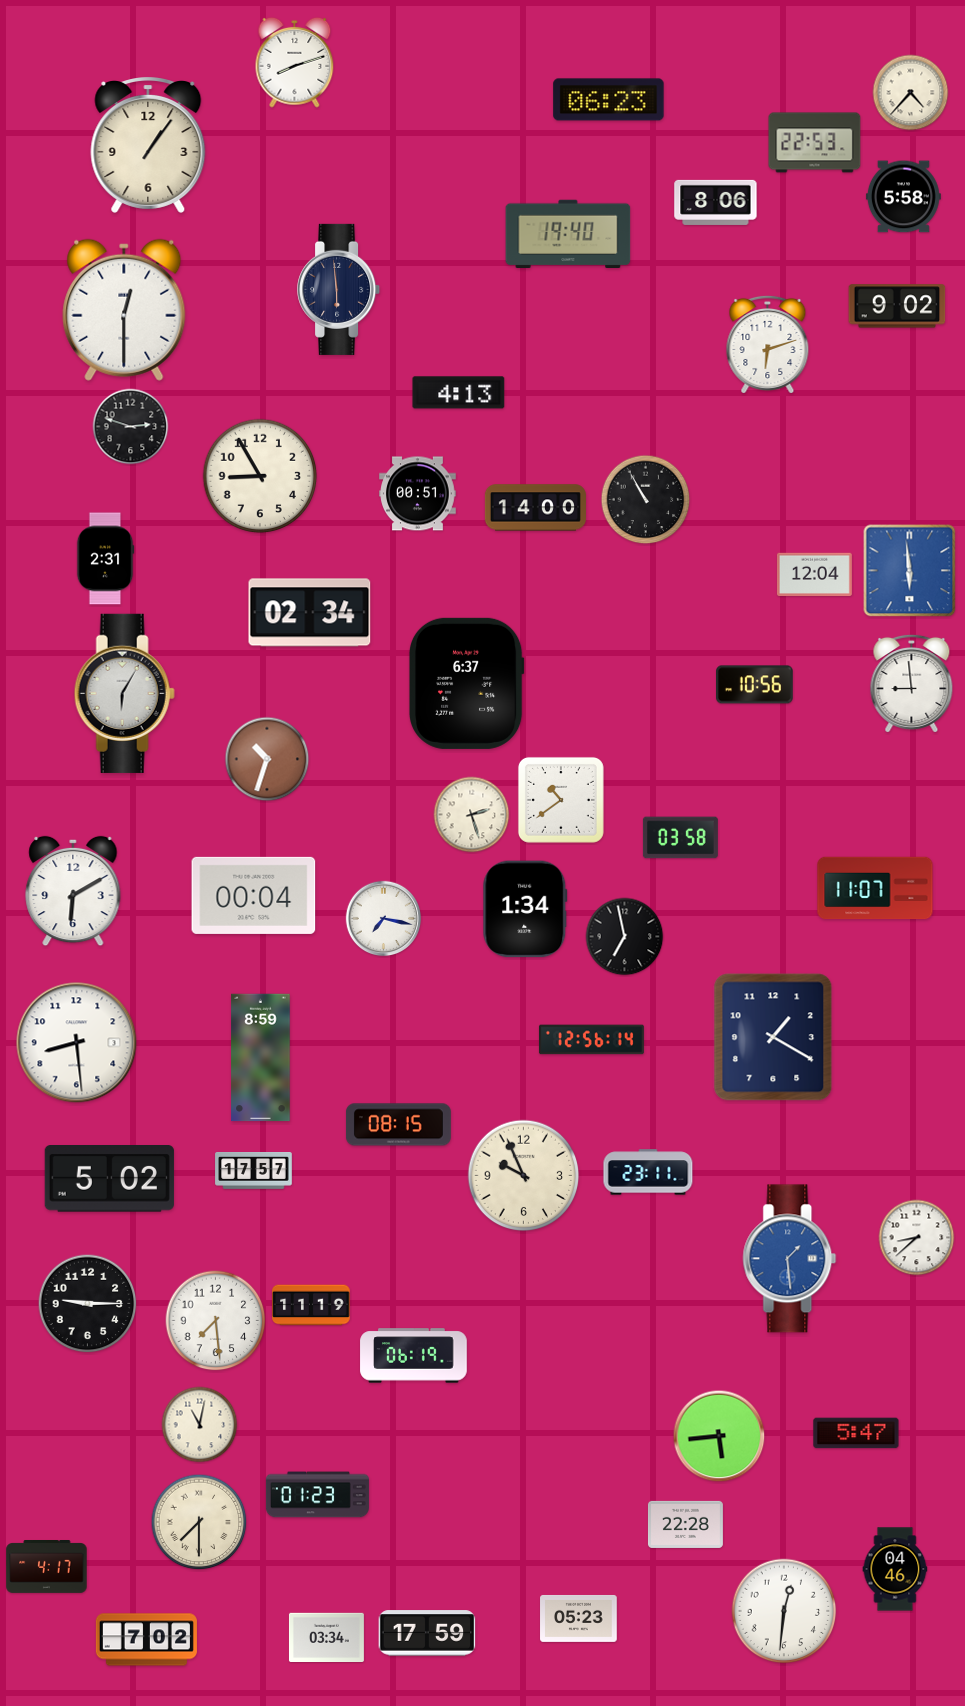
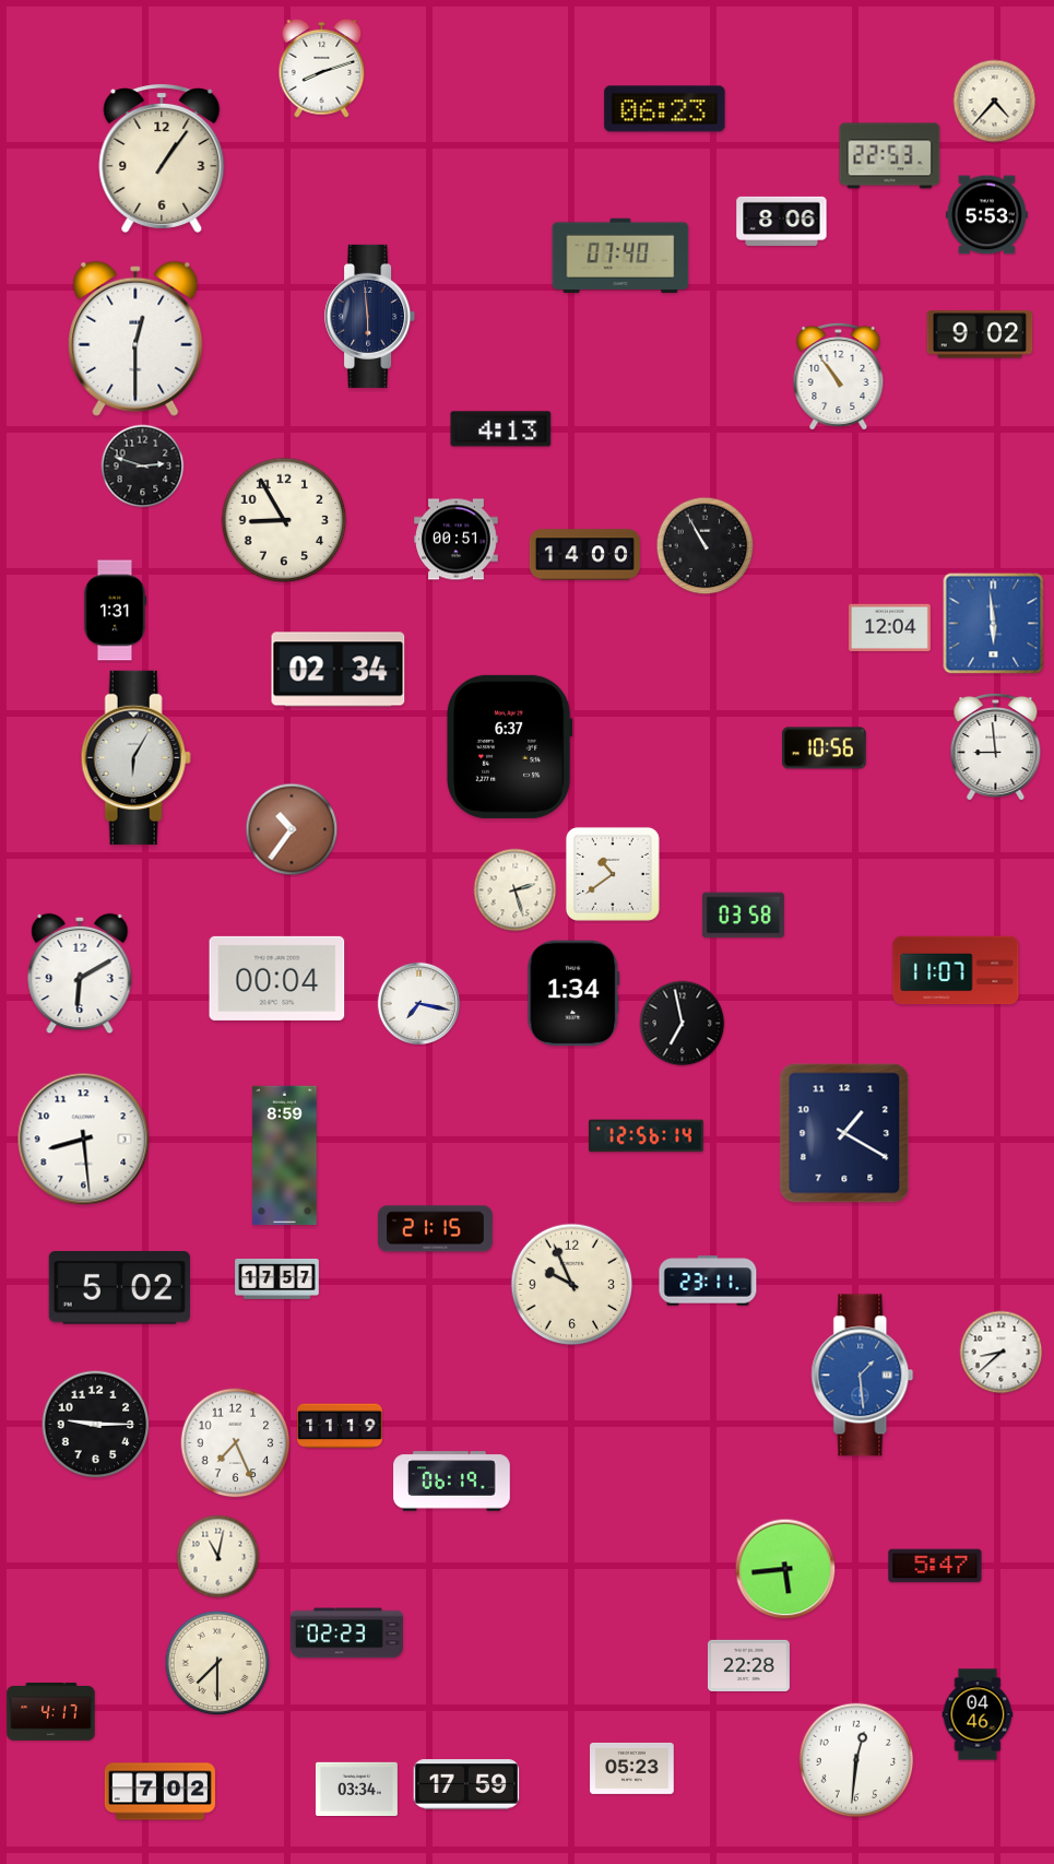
clock at (903, 197): 5:58 -> 5:53
clock at (568, 233): 19:40 -> 07:40
clock at (768, 344): 6:12 -> 10:54
clock at (105, 559): 2:31 -> 1:31
clock at (267, 759): 10:33 -> 10:36
clock at (398, 1125): 08:15 -> 21:15
clock at (216, 1321): 7:29 -> 7:26
clock at (317, 1495): 01:23 -> 02:23
